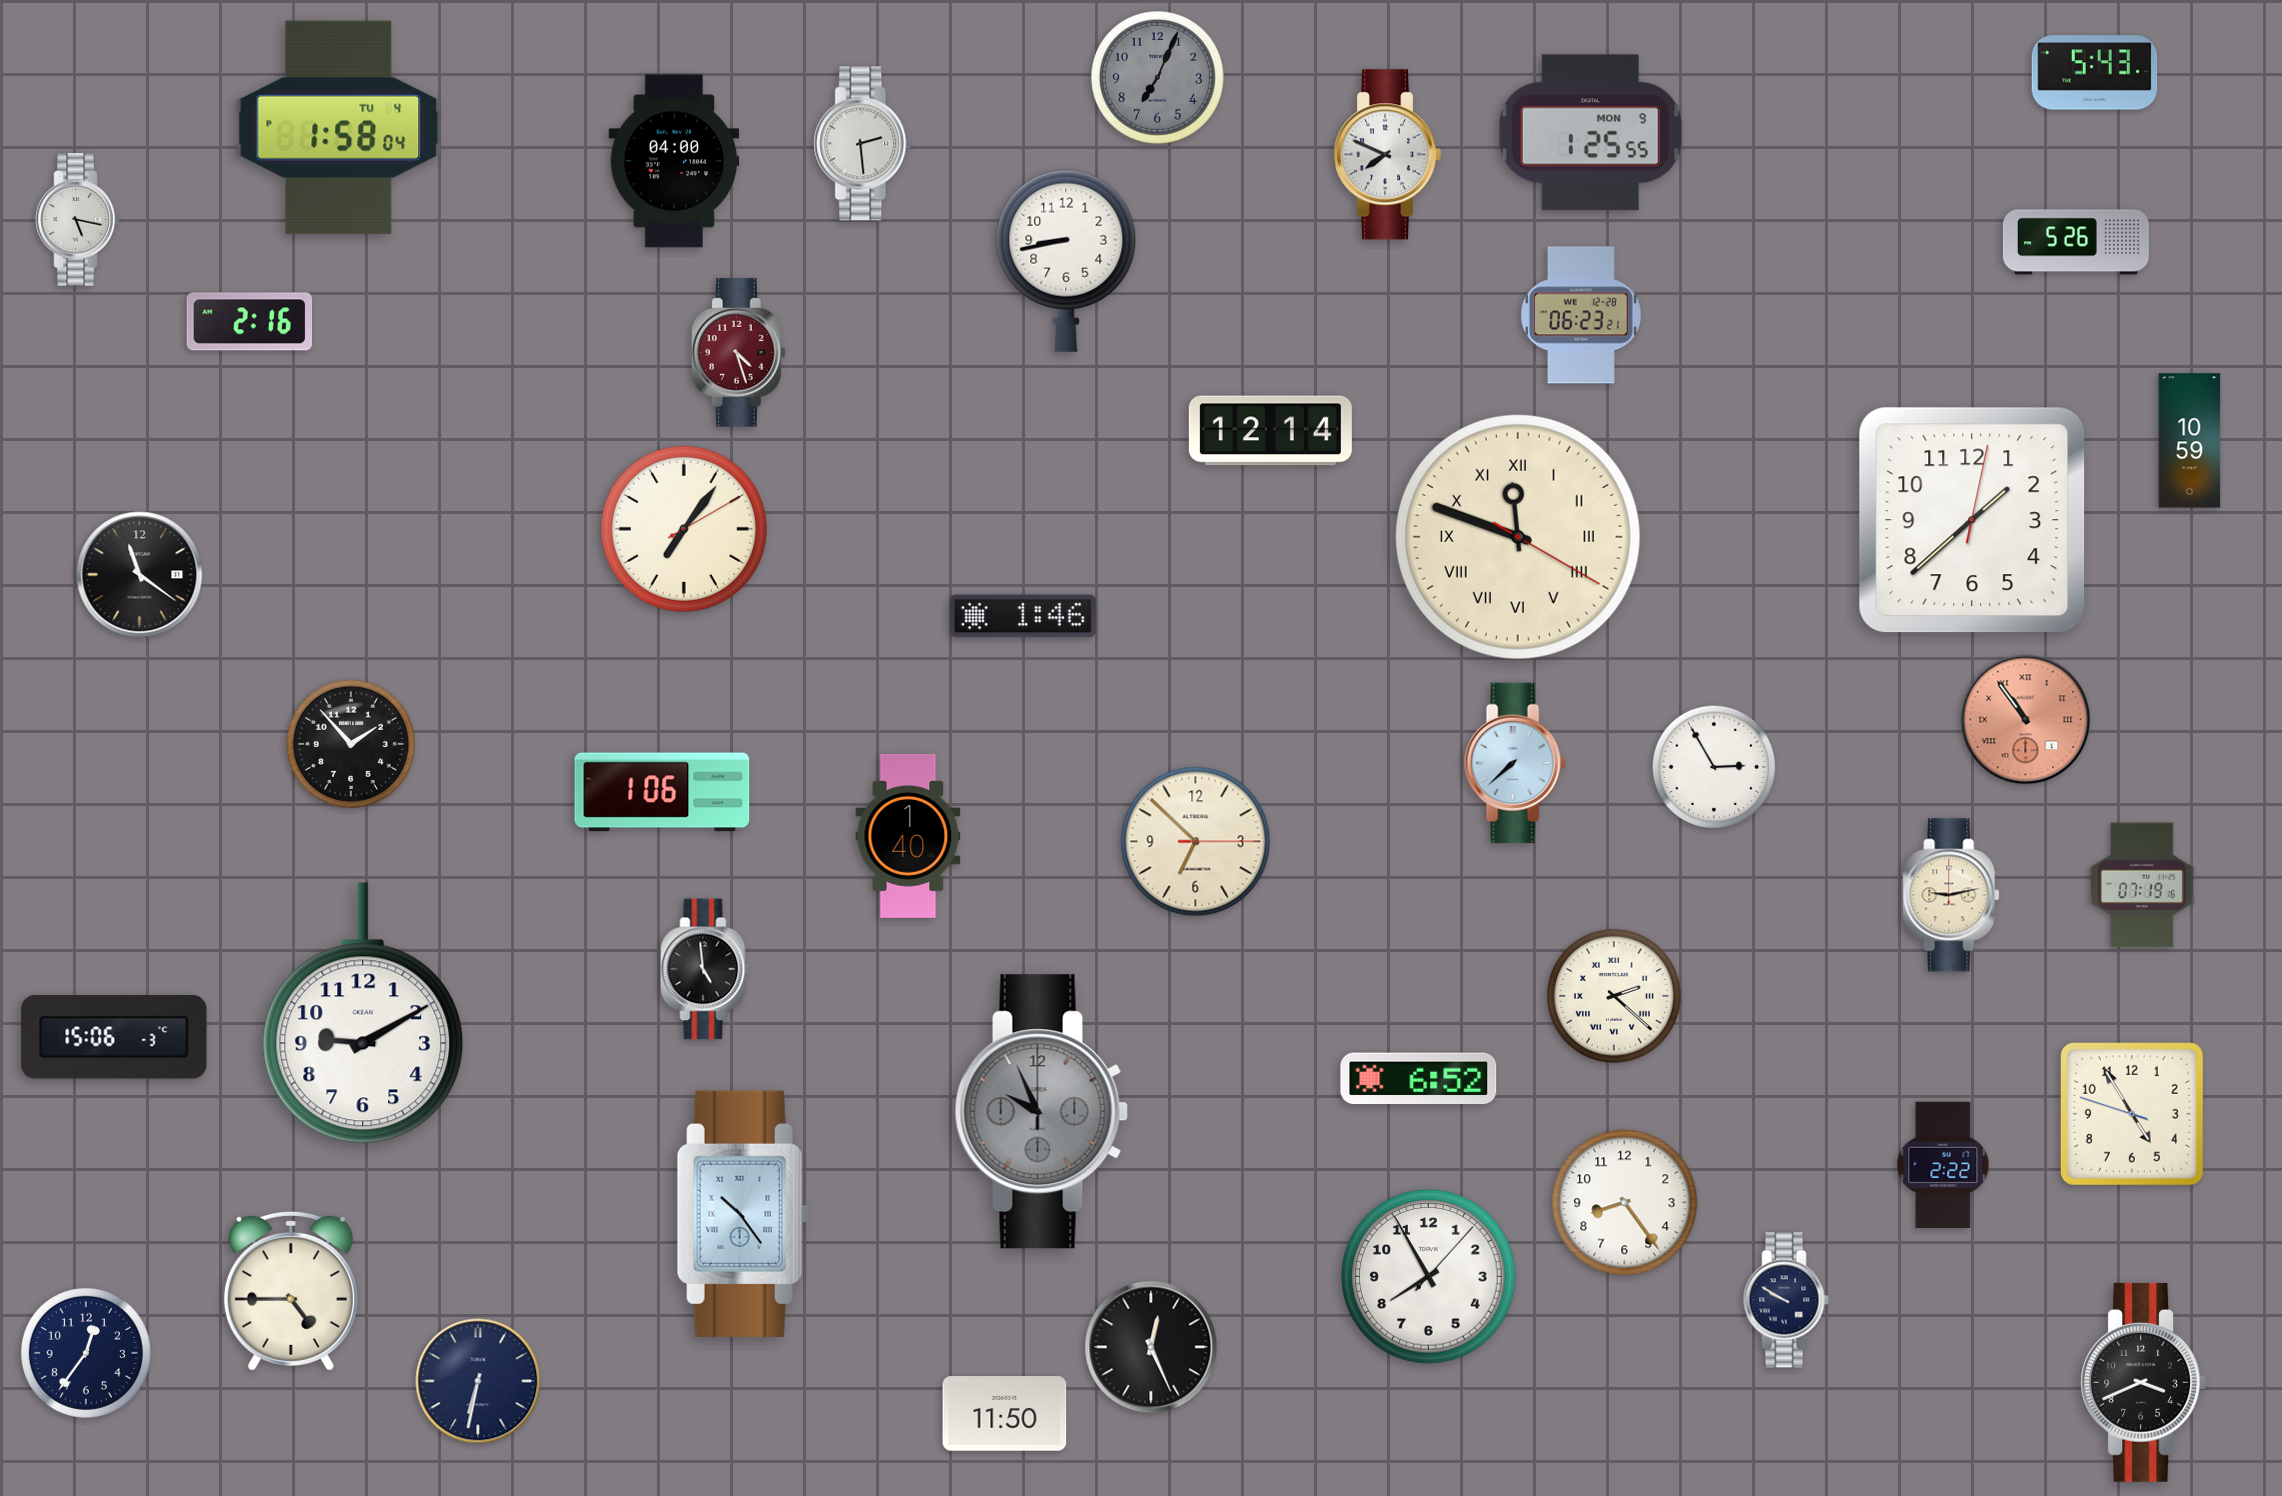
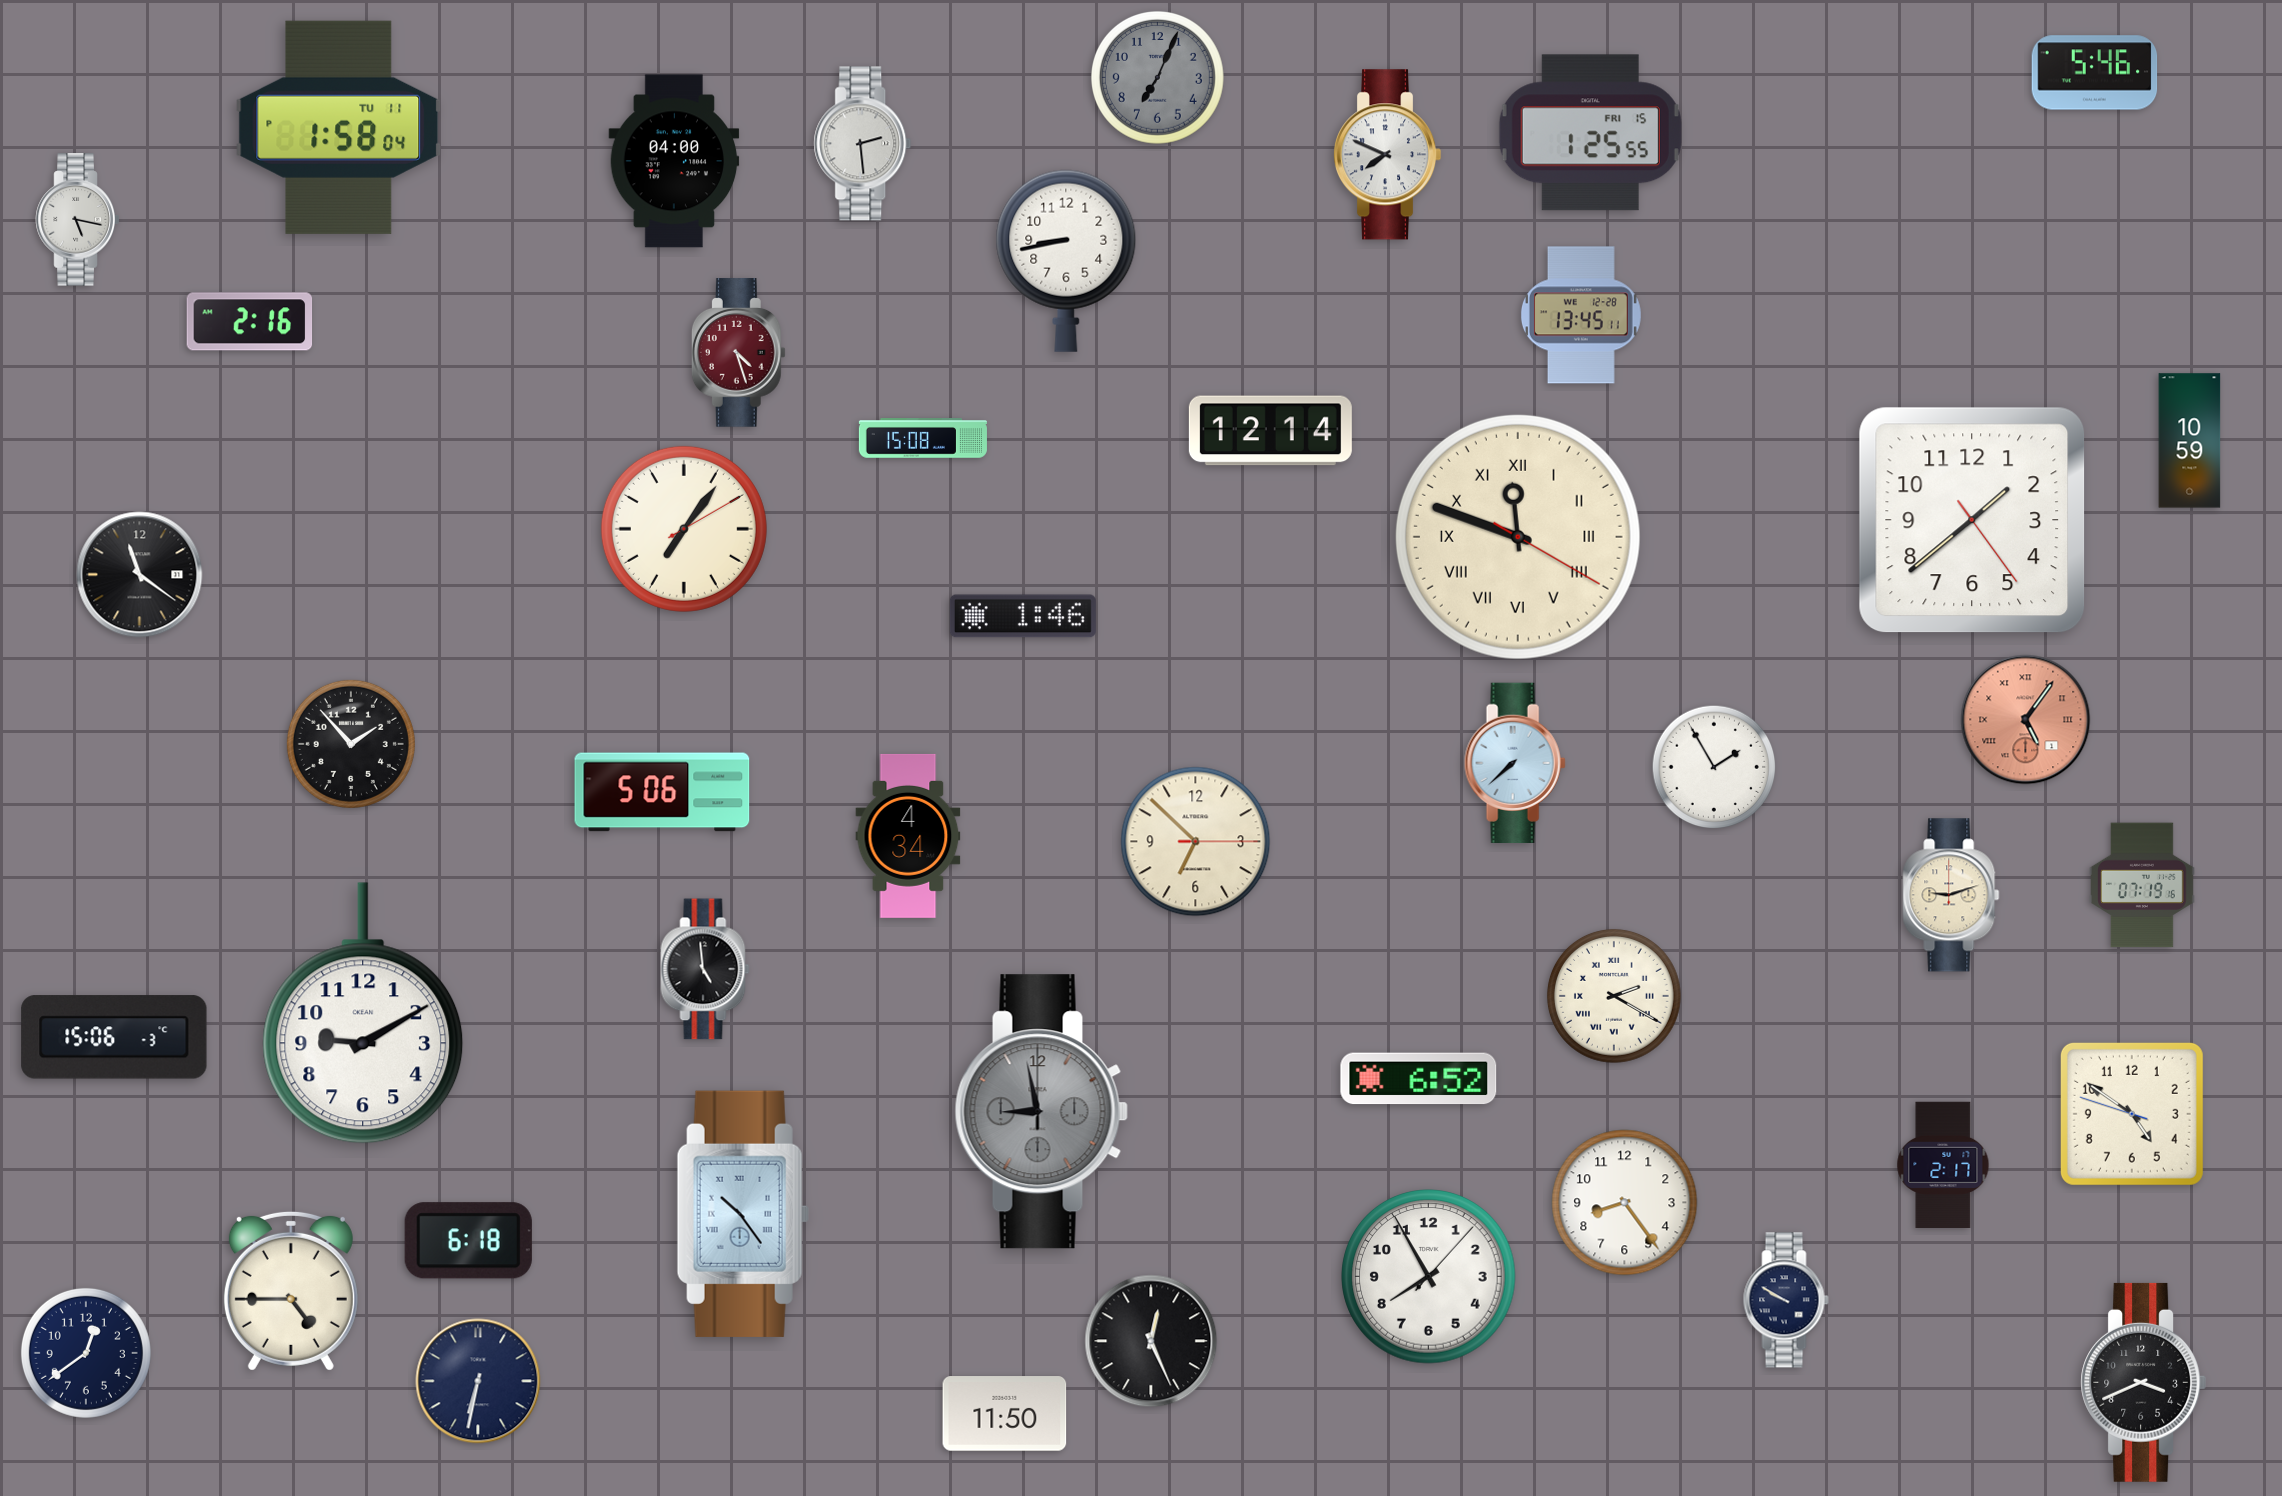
clock at (2095, 73): 5:43 -> 5:46
clock at (339, 127) date: TU 4 -> TU 11
clock at (1590, 133) date: MON 9 -> FRI 15
clock at (2076, 242): 5:26 -> none
clock at (1581, 315): 06:23 -> 13:45
clock at (923, 438): none -> 15:08
clock at (1972, 520): 1:38:02 -> 1:38:24
clock at (2026, 720): 10:54 -> 5:06
clock at (1714, 767): 2:55 -> 1:55
clock at (662, 792): 1:06 -> 5:06
clock at (908, 836): 1:40 -> 4:34
clock at (1951, 895): 9:13 -> 9:12
clock at (1614, 996): 2:22 -> 2:20
clock at (1041, 1112): 9:56 -> 8:58
clock at (2132, 1114): 4:54 -> 4:50
clock at (1943, 1165): 2:22 -> 2:17
clock at (468, 1241): none -> 6:18
clock at (1151, 1347) position: (1151, 1347) -> (1151, 1341)
clock at (86, 1353): 12:36 -> 12:39
